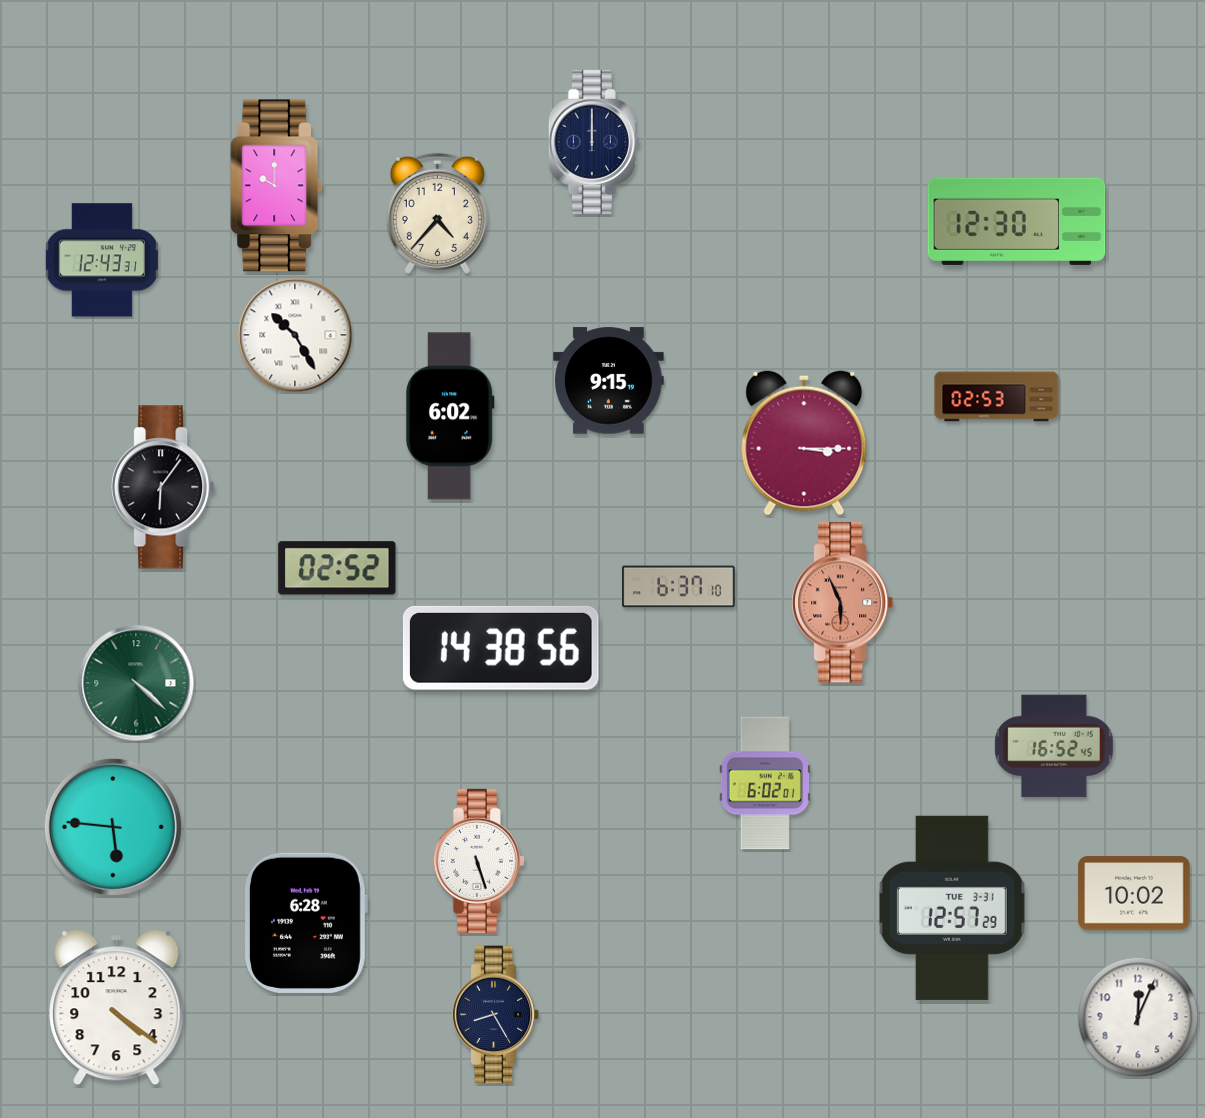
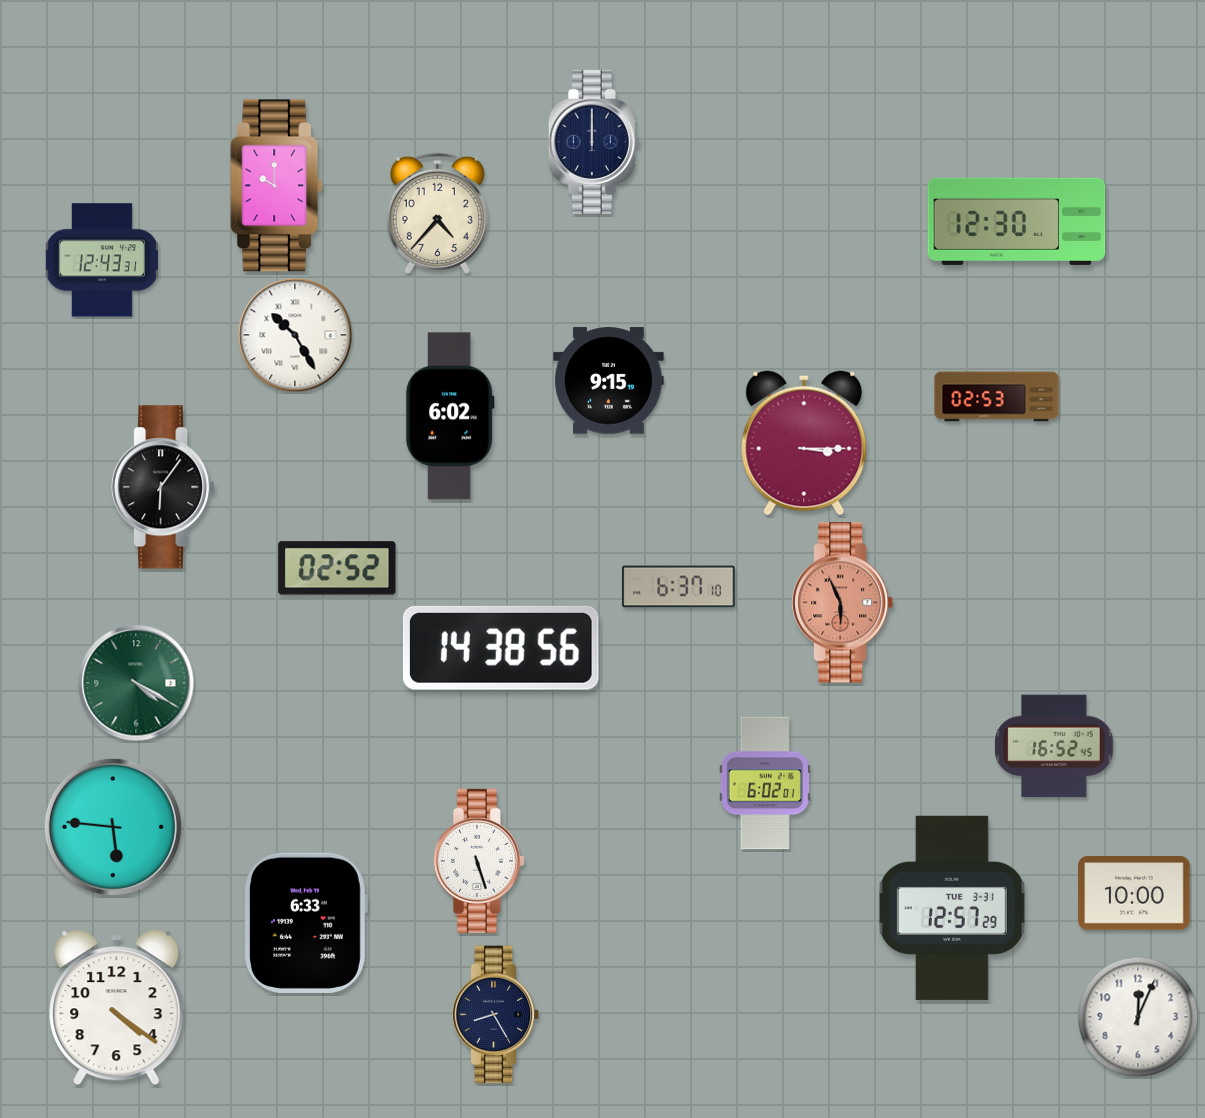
clock at (136, 683): 4:22 -> 4:20
clock at (1134, 893): 10:02 -> 10:00
clock at (305, 923): 6:28 -> 6:33
